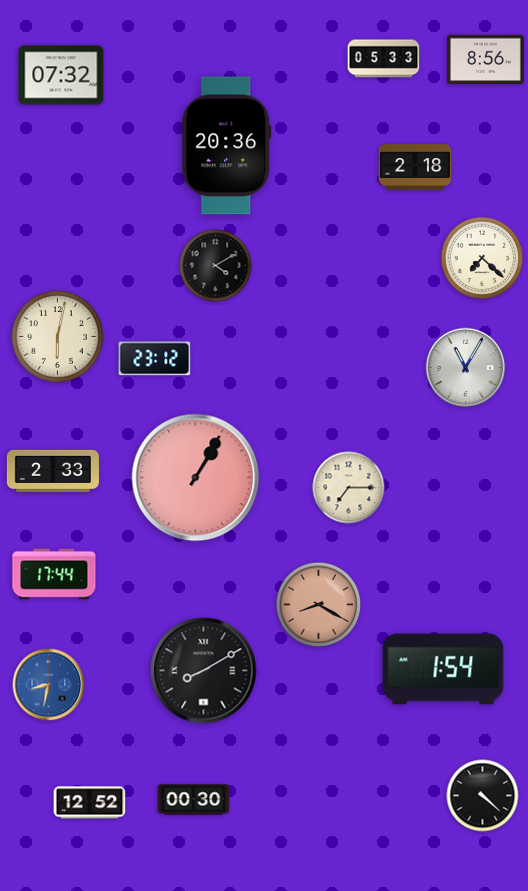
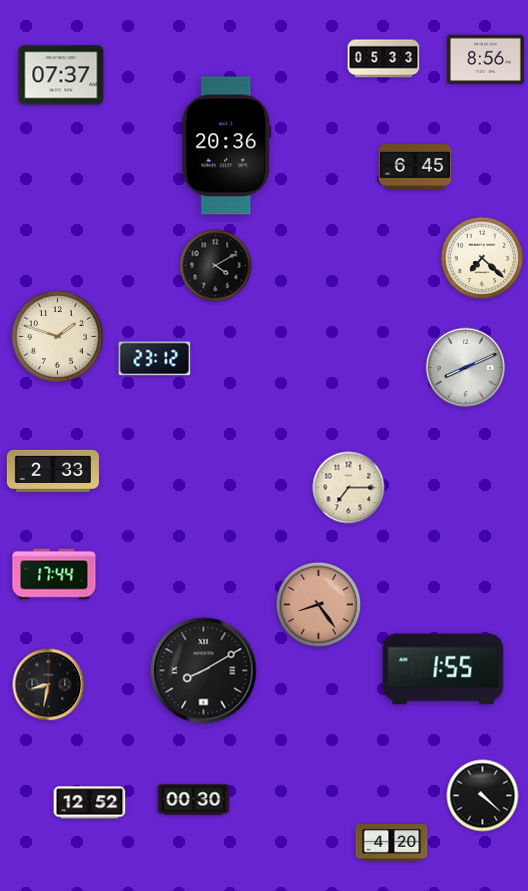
clock at (61, 75): 07:32 -> 07:37
clock at (415, 167): 2:18 -> 6:45
clock at (57, 336): 6:02 -> 1:48
clock at (466, 368): 11:05 -> 8:11
clock at (196, 478): 1:05 -> none
clock at (319, 605): 8:20 -> 8:24
clock at (443, 669): 1:54 -> 1:55
clock at (49, 685) dial: blue -> black
clock at (392, 843): none -> 4:20
